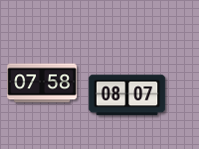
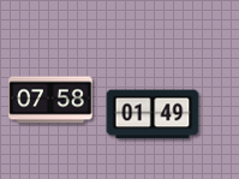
clock at (127, 95): 08:07 -> 01:49
